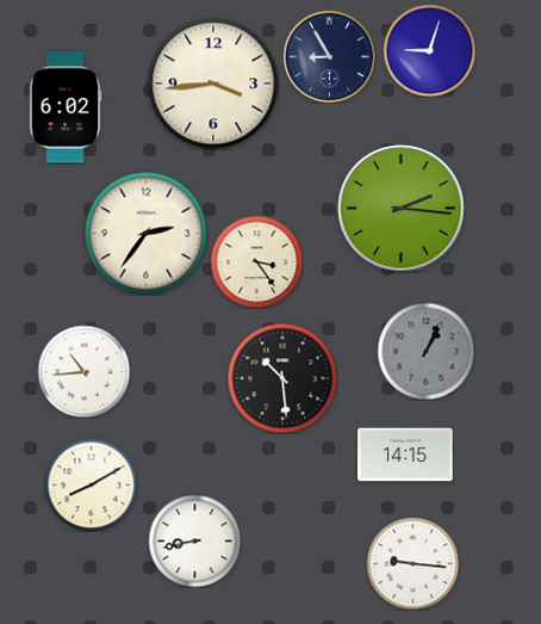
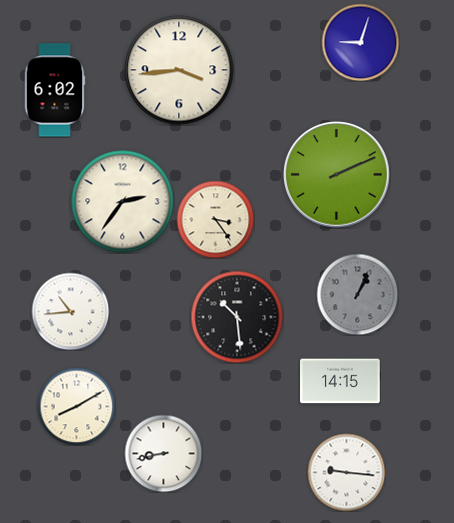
clock at (329, 56): 8:55 -> none
clock at (402, 209): 2:16 -> 2:11
clock at (147, 234) position: (147, 234) -> (123, 202)
